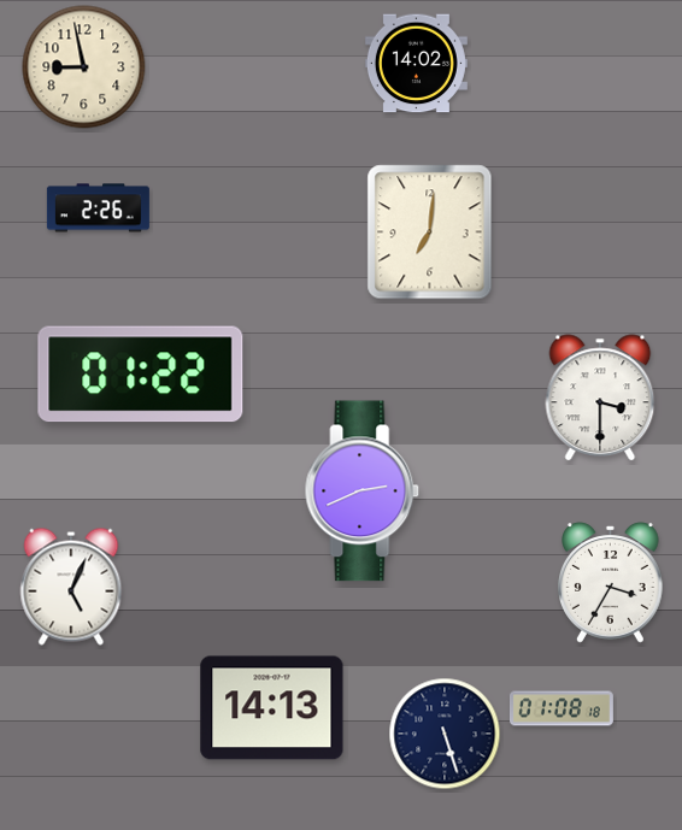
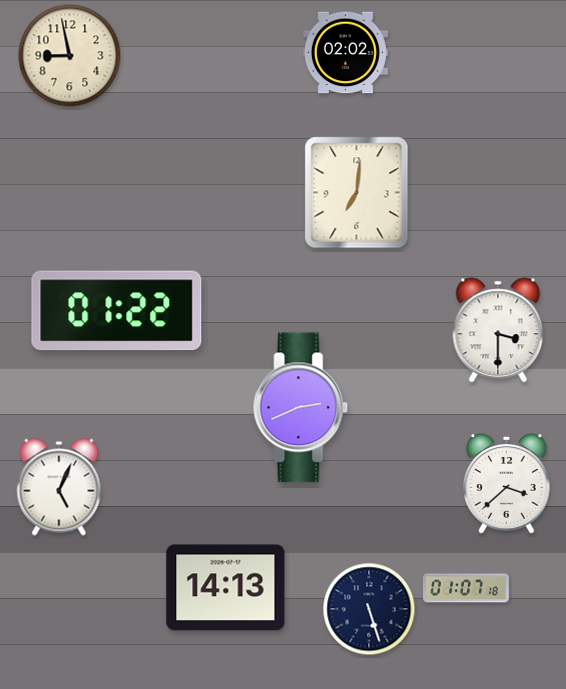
clock at (416, 64): 14:02 -> 02:02
clock at (98, 208): 2:26 -> none
clock at (611, 583): 3:35 -> 3:38
clock at (562, 708): 01:08 -> 01:07
